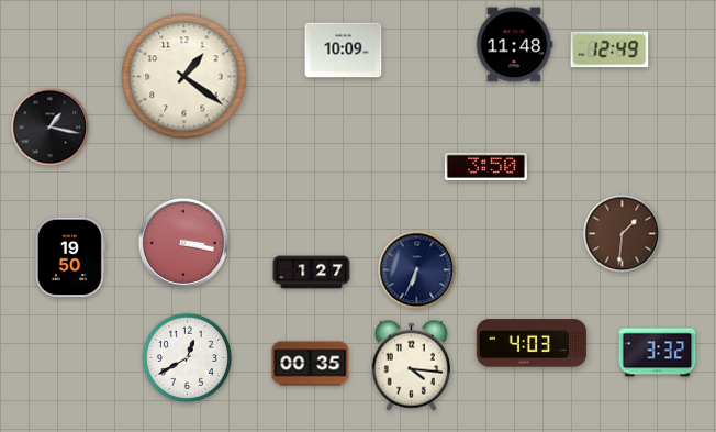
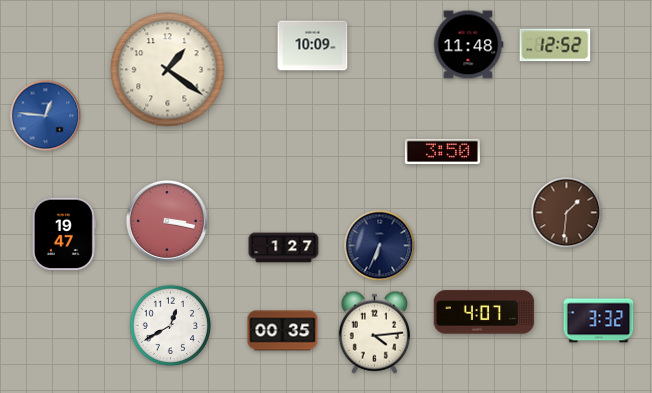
clock at (514, 45) position: (514, 45) -> (468, 45)
clock at (609, 49): 12:49 -> 12:52
clock at (51, 128): 1:17 -> 12:46
clock at (51, 128) dial: black -> blue
clock at (70, 257): 19:50 -> 19:47
clock at (532, 343): 4:03 -> 4:07
clock at (411, 365): 4:16 -> 4:14
